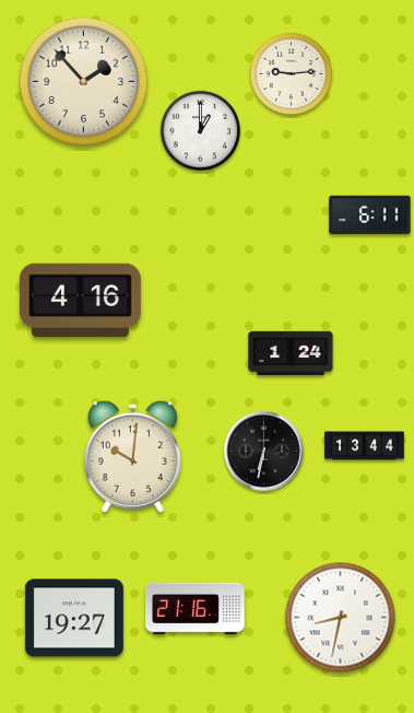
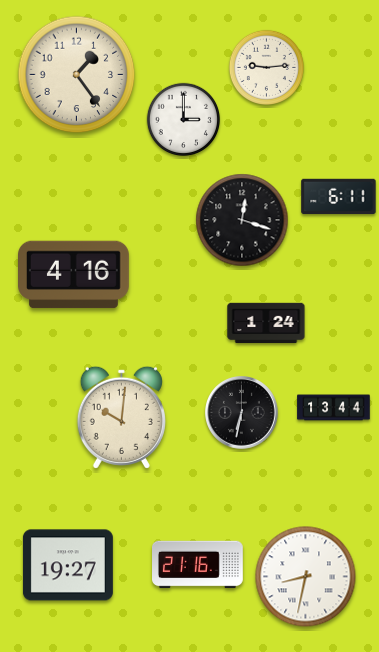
clock at (84, 82): 1:53 -> 1:24
clock at (200, 130): 1:00 -> 3:00
clock at (242, 220): none -> 12:18
clock at (196, 609) position: (196, 609) -> (198, 565)
clock at (341, 618) position: (341, 618) -> (306, 577)
